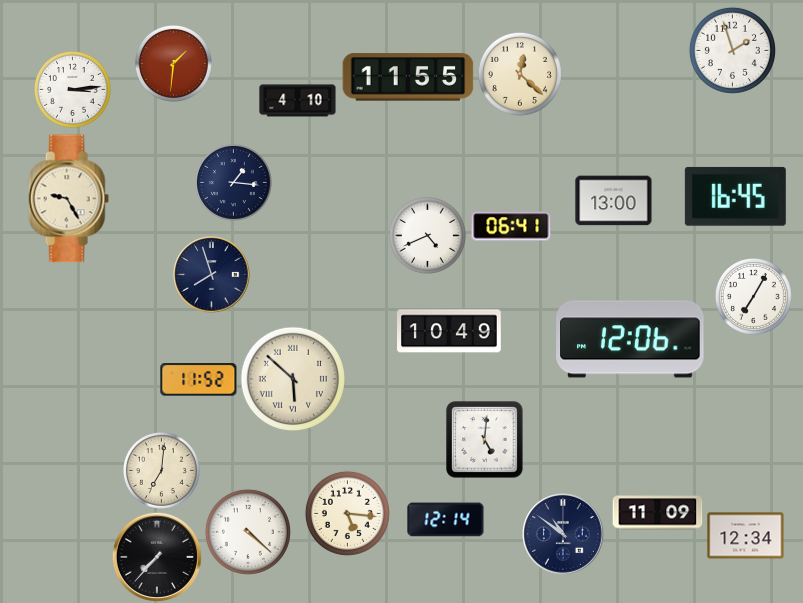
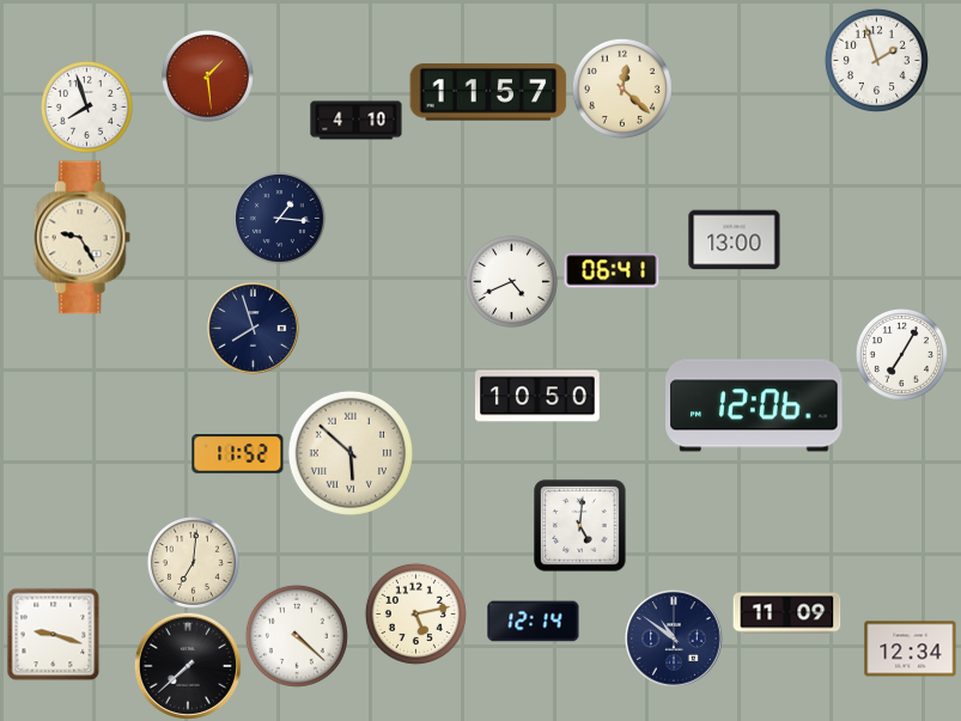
clock at (173, 63): 1:31 -> 1:29
clock at (408, 77): 11:55 -> 11:57
clock at (72, 89): 3:14 -> 7:57
clock at (735, 196): 16:45 -> none
clock at (450, 331): 10:49 -> 10:50
clock at (347, 513): 5:16 -> 5:13
clock at (53, 634): none -> 9:18
clock at (746, 536) position: (746, 536) -> (911, 649)
clock at (157, 557): 7:37 -> 7:38
